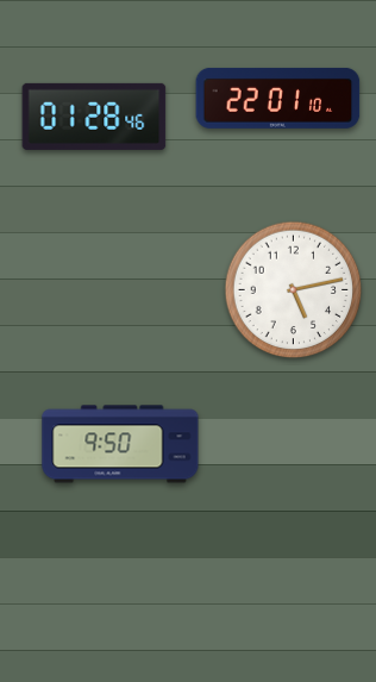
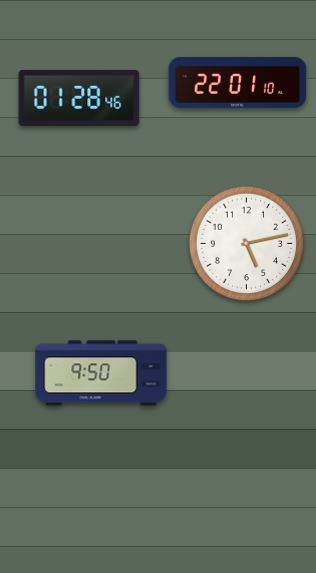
clock at (278, 98) position: (278, 98) -> (238, 82)
